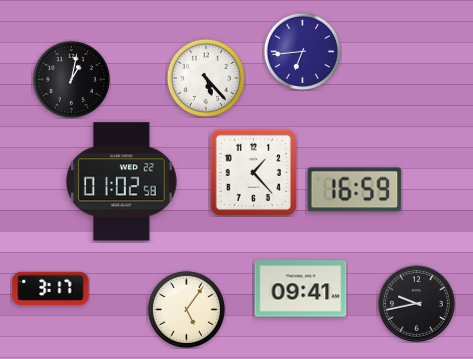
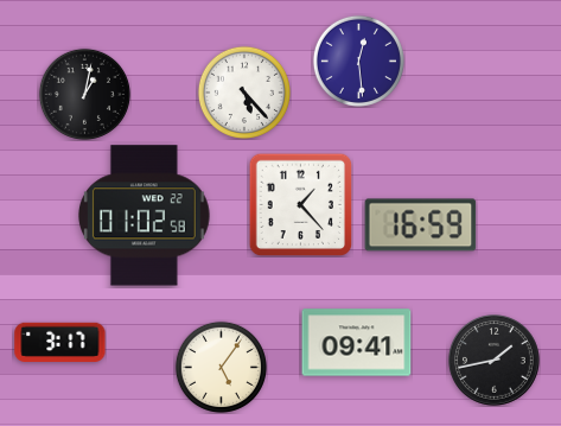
clock at (302, 51): 6:44 -> 12:29
clock at (417, 304): 9:43 -> 1:43
